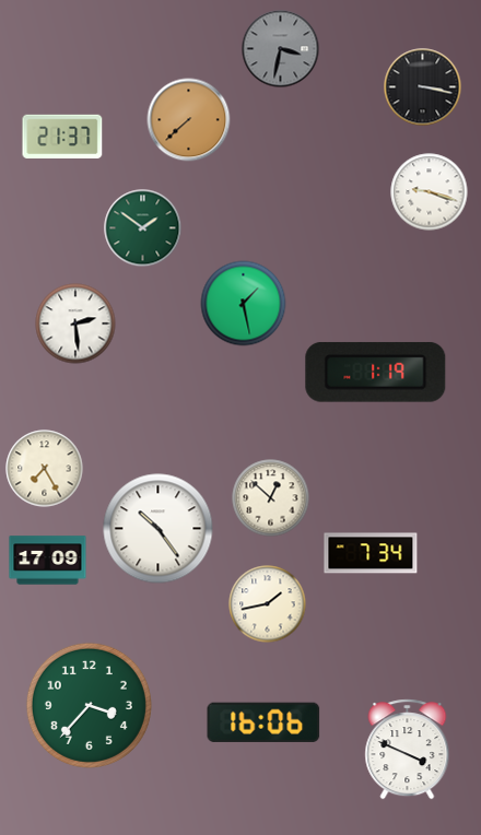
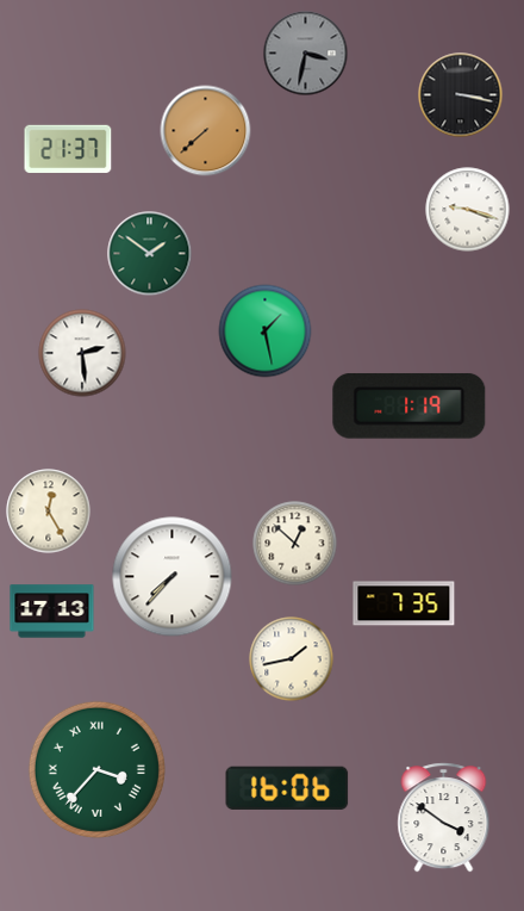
clock at (143, 228) position: (143, 228) -> (150, 254)
clock at (45, 469): 7:25 -> 12:25
clock at (159, 529): 10:24 -> 7:37
clock at (371, 553): 7:34 -> 7:35
clock at (48, 561): 17:09 -> 17:13
clock at (89, 705) numerals: Arabic -> Roman
clock at (408, 750): 3:49 -> 3:51
